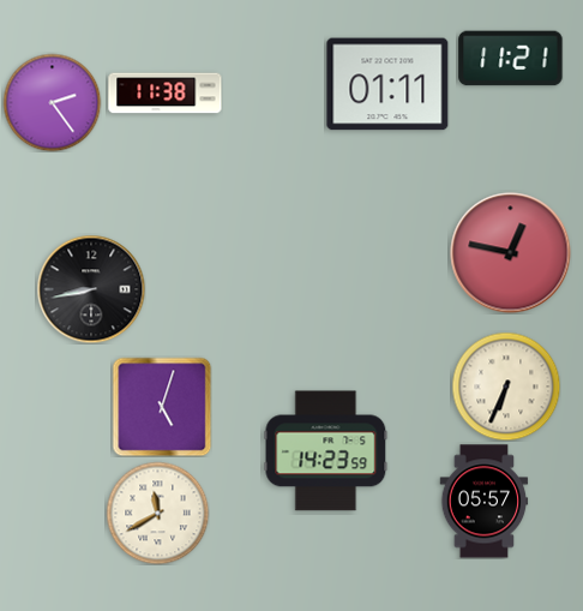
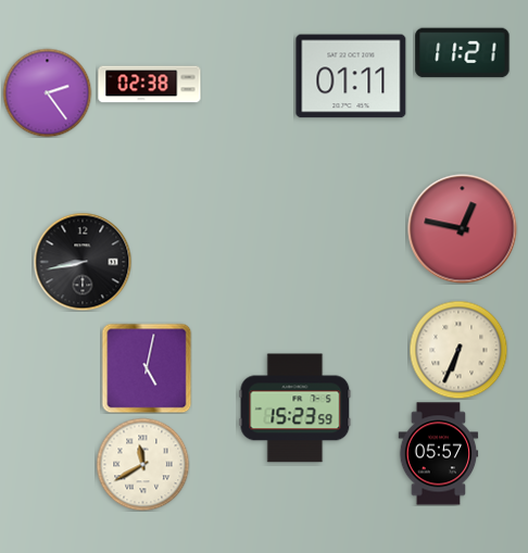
clock at (166, 94): 11:38 -> 02:38
clock at (162, 407): 5:03 -> 5:02
clock at (326, 451): 14:23 -> 15:23
